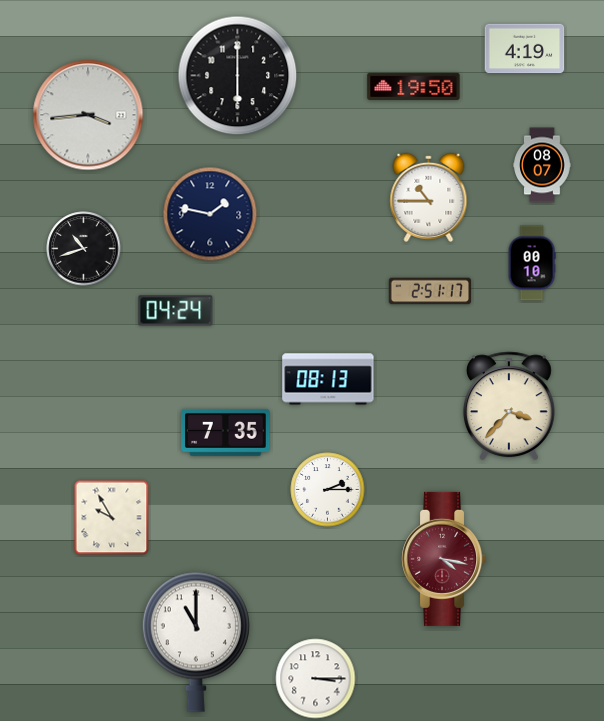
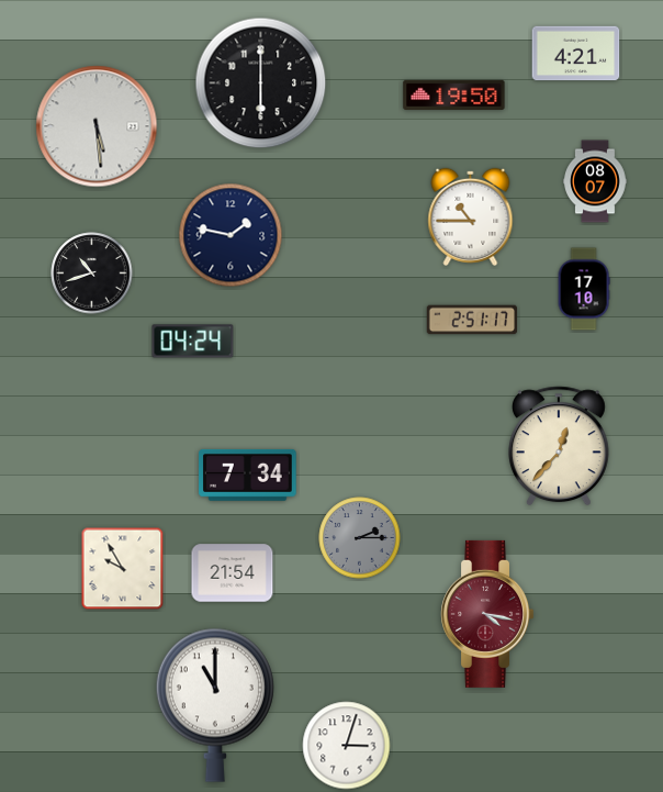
clock at (525, 49): 4:19 -> 4:21
clock at (88, 115): 3:44 -> 5:29
clock at (532, 263): 00:10 -> 17:10
clock at (328, 379): 08:13 -> none
clock at (509, 406): 3:37 -> 12:37
clock at (226, 432): 7:35 -> 7:34
clock at (328, 490) dial: white -> grey
clock at (233, 573): none -> 21:54
clock at (316, 679): 3:15 -> 3:03
